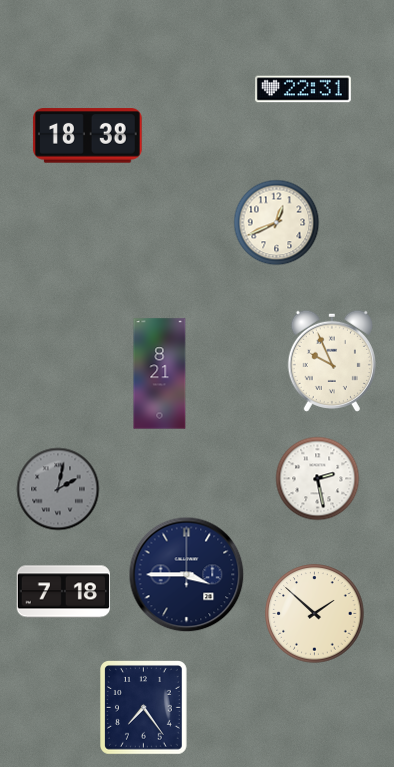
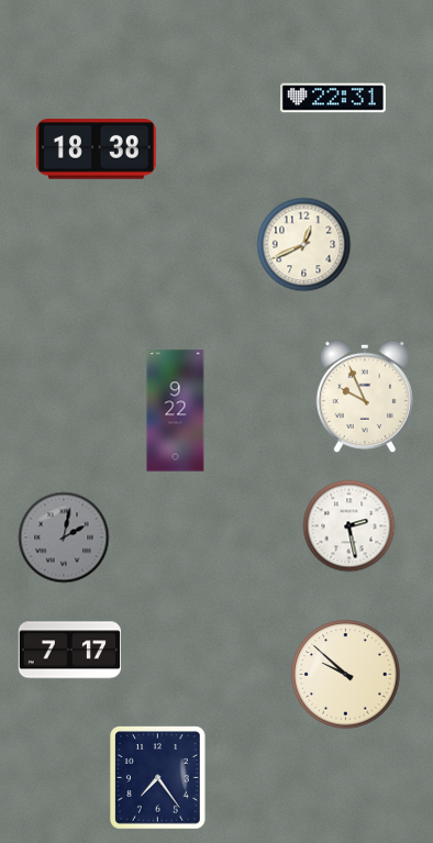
clock at (160, 374): 8:21 -> 9:22
clock at (187, 575): 3:45 -> none
clock at (63, 592): 7:18 -> 7:17
clock at (315, 614): 1:52 -> 9:52
